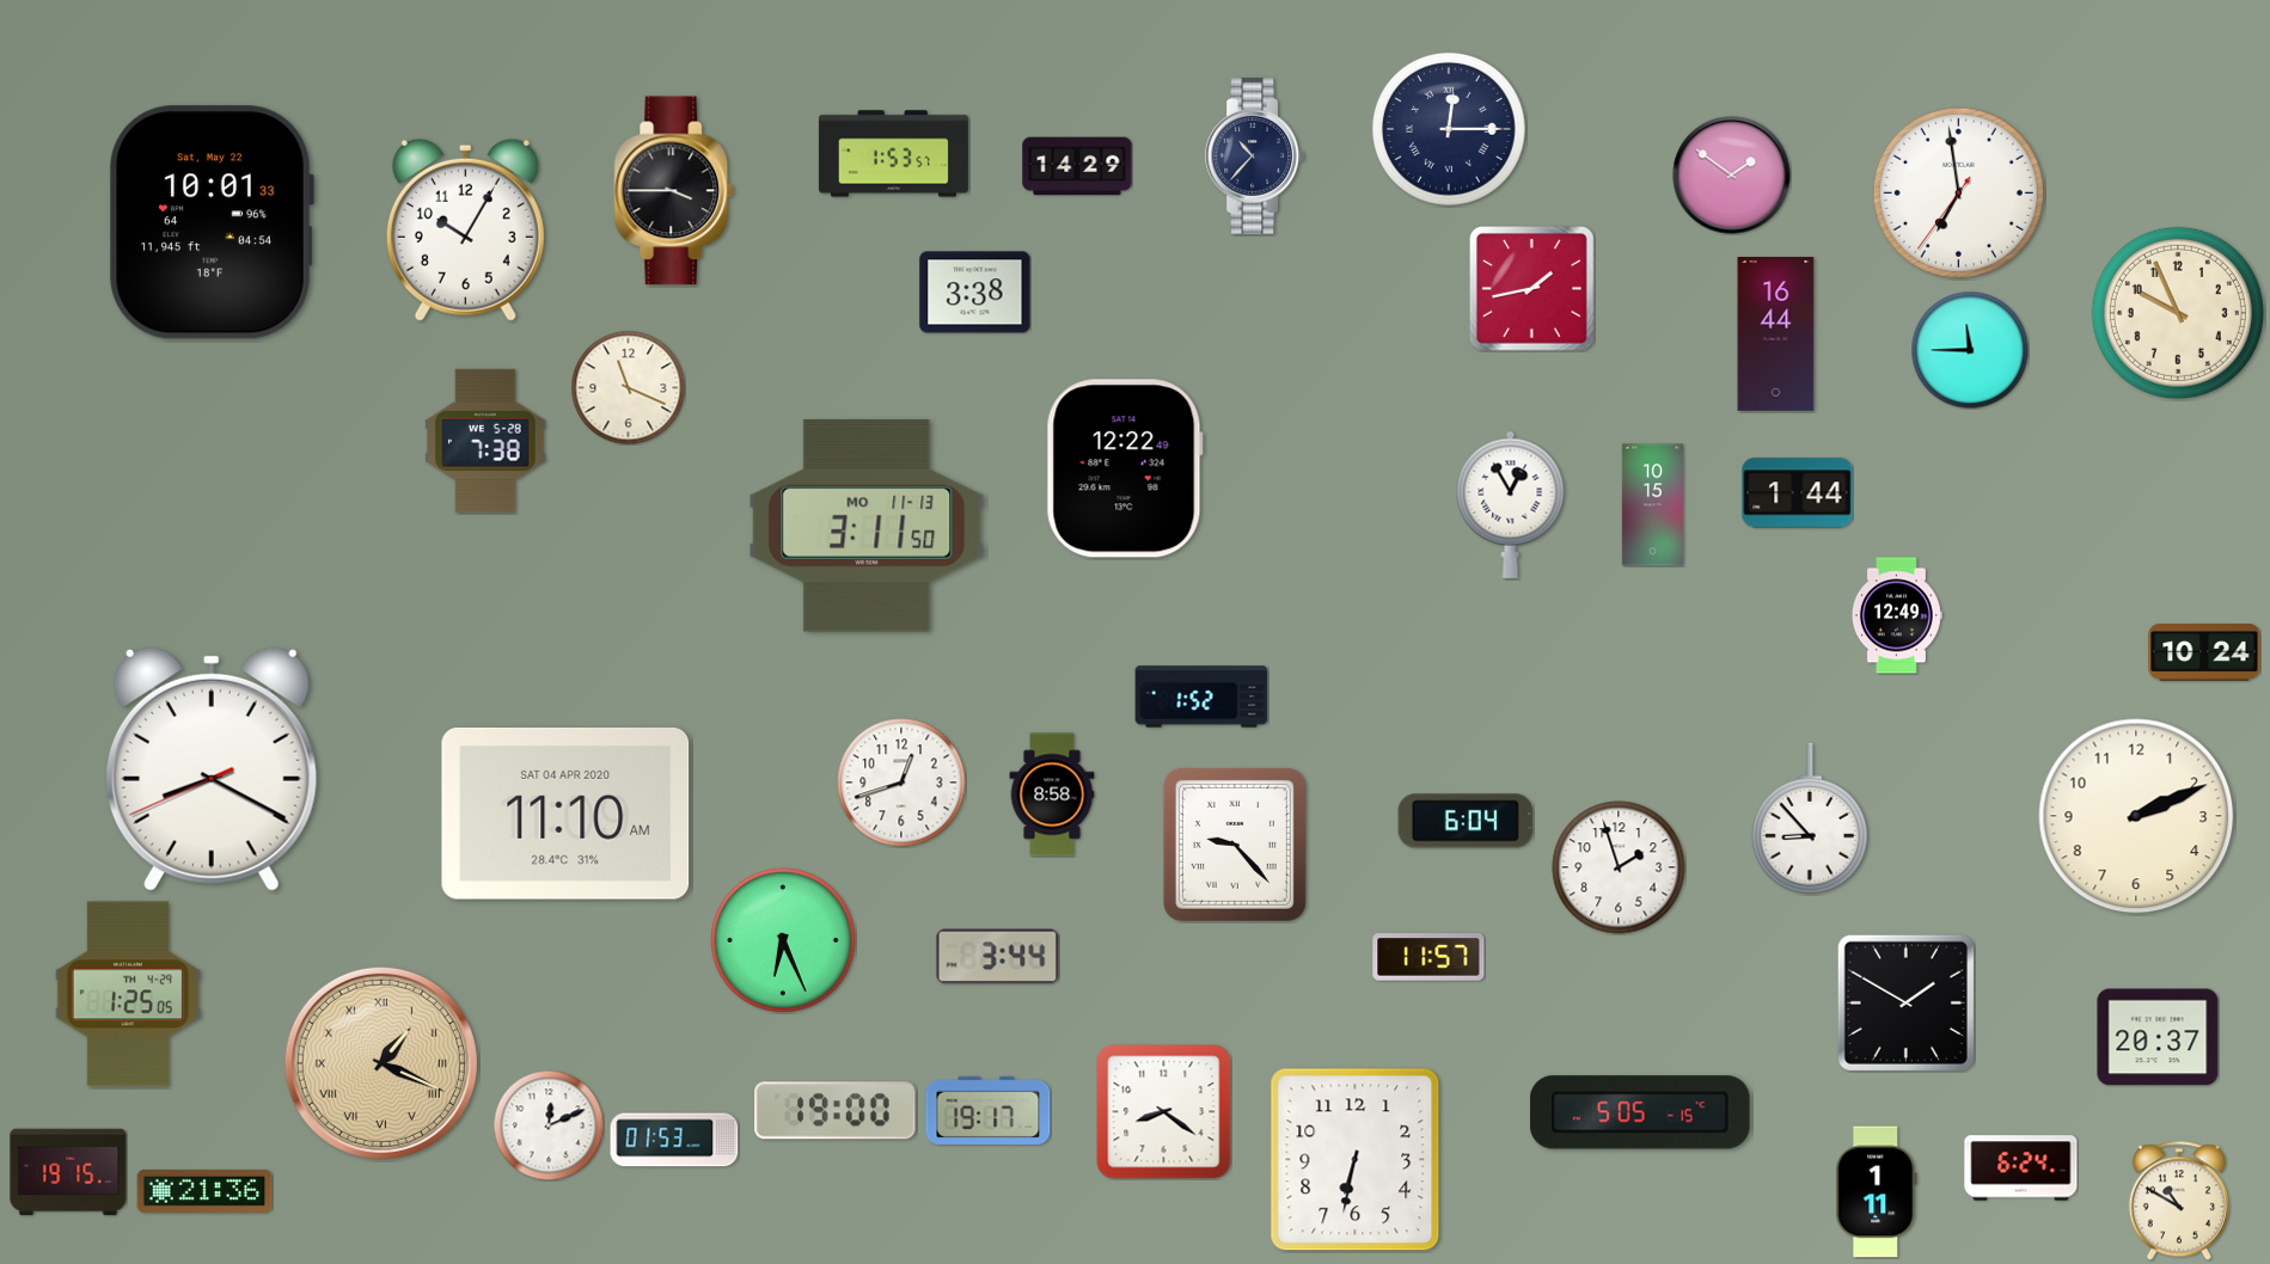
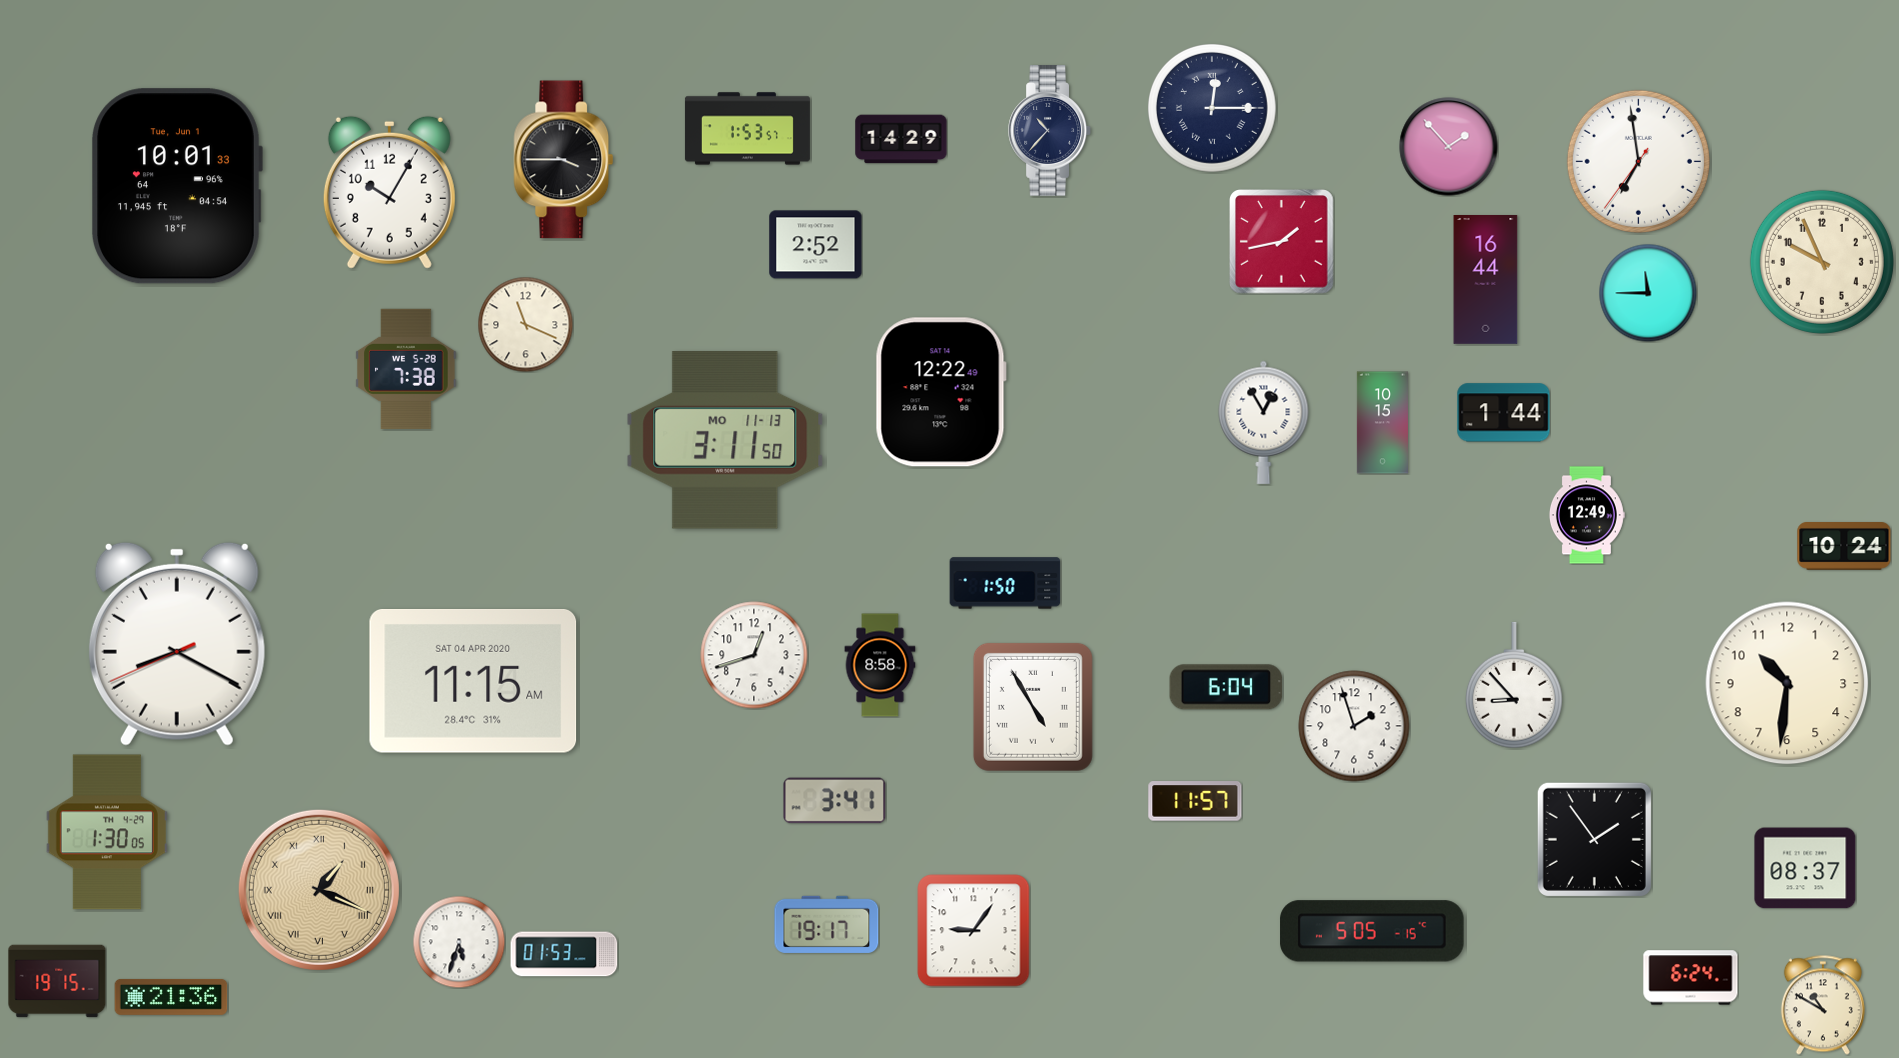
clock at (1732, 176): 1:51 -> 1:53
clock at (212, 222) date: Sat, May 22 -> Tue, Jun 1
clock at (975, 293): 3:38 -> 2:52
clock at (1201, 697): 1:52 -> 1:50
clock at (565, 815): 11:10 -> 11:15
clock at (2136, 816): 2:11 -> 10:31
clock at (1235, 845): 9:23 -> 4:55
clock at (783, 940): 6:26 -> none
clock at (998, 957): 3:44 -> 3:41
clock at (128, 994): 1:25 -> 1:30
clock at (1905, 1002): 1:50 -> 1:54
clock at (2158, 1037): 20:37 -> 08:37
clock at (989, 1110) position: (989, 1110) -> (827, 924)
clock at (836, 1111): 19:00 -> none
clock at (1164, 1112): 8:21 -> 9:06
clock at (549, 1125): 12:11 -> 5:33
clock at (1356, 1160): 6:32 -> none
clock at (1877, 1192): 1:11 -> none
